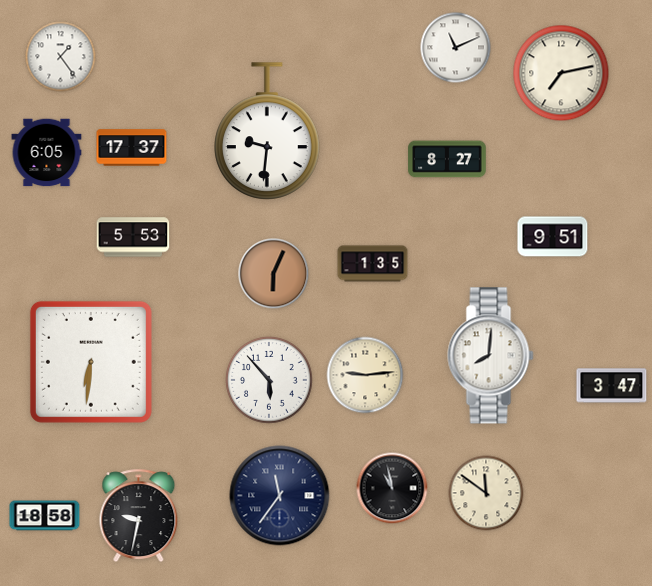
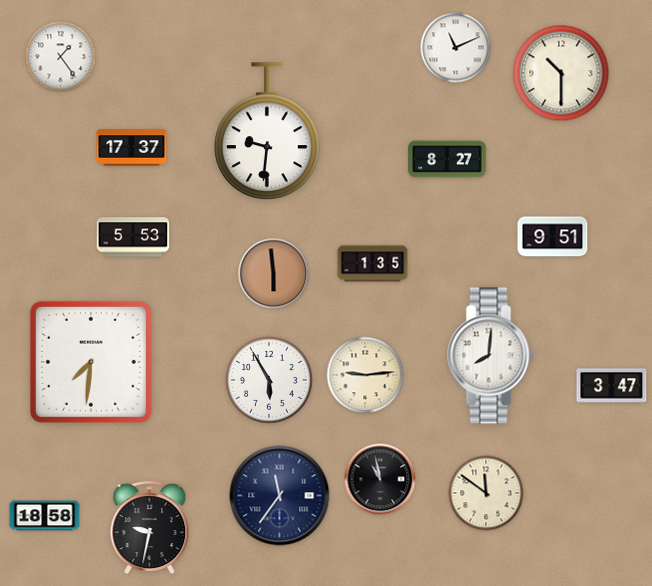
clock at (561, 73): 7:13 -> 10:30
clock at (47, 153): 6:05 -> none
clock at (274, 274): 6:04 -> 5:59
clock at (91, 362): 6:31 -> 7:31
clock at (270, 381): 5:53 -> 5:55
clock at (392, 488) position: (392, 488) -> (380, 479)
clock at (139, 516) position: (139, 516) -> (150, 528)
